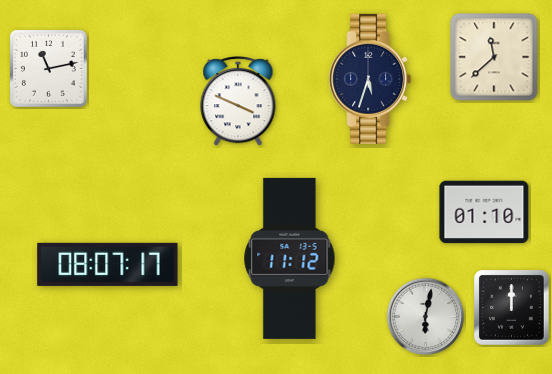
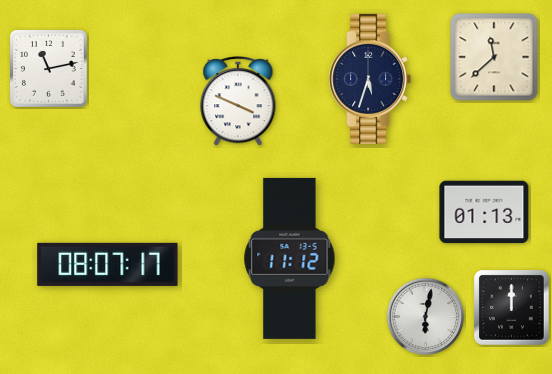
clock at (484, 212): 01:10 -> 01:13
